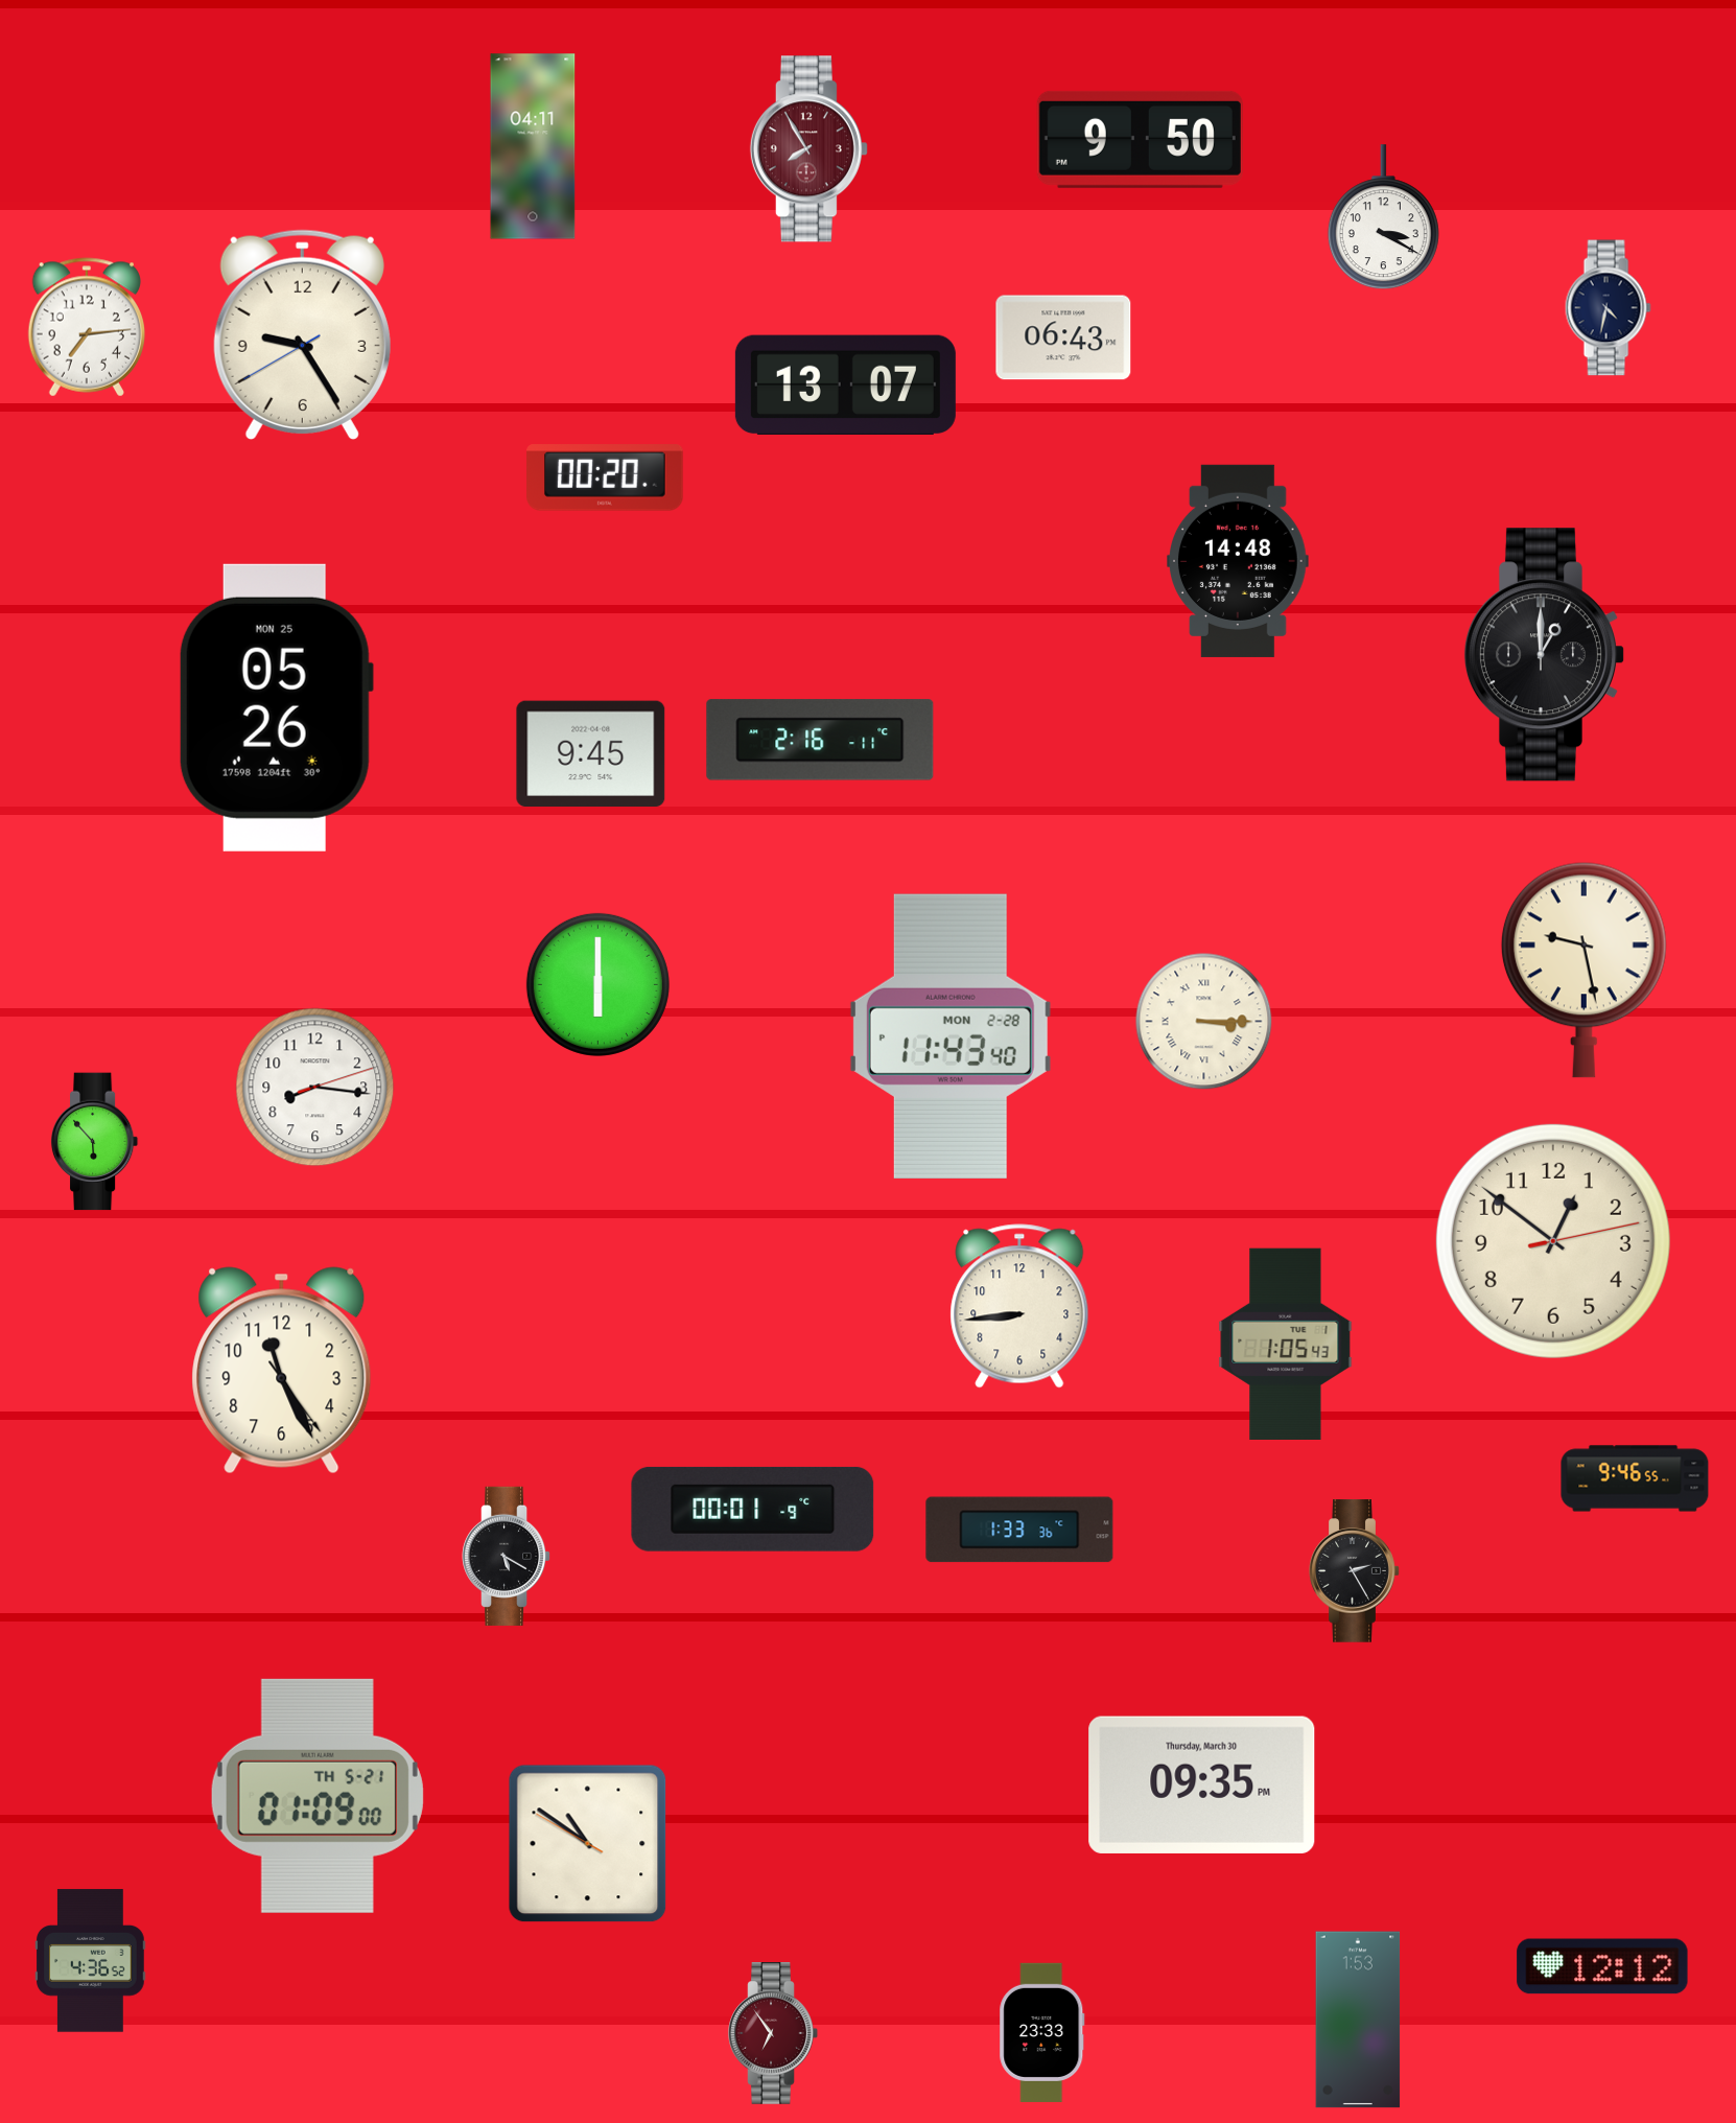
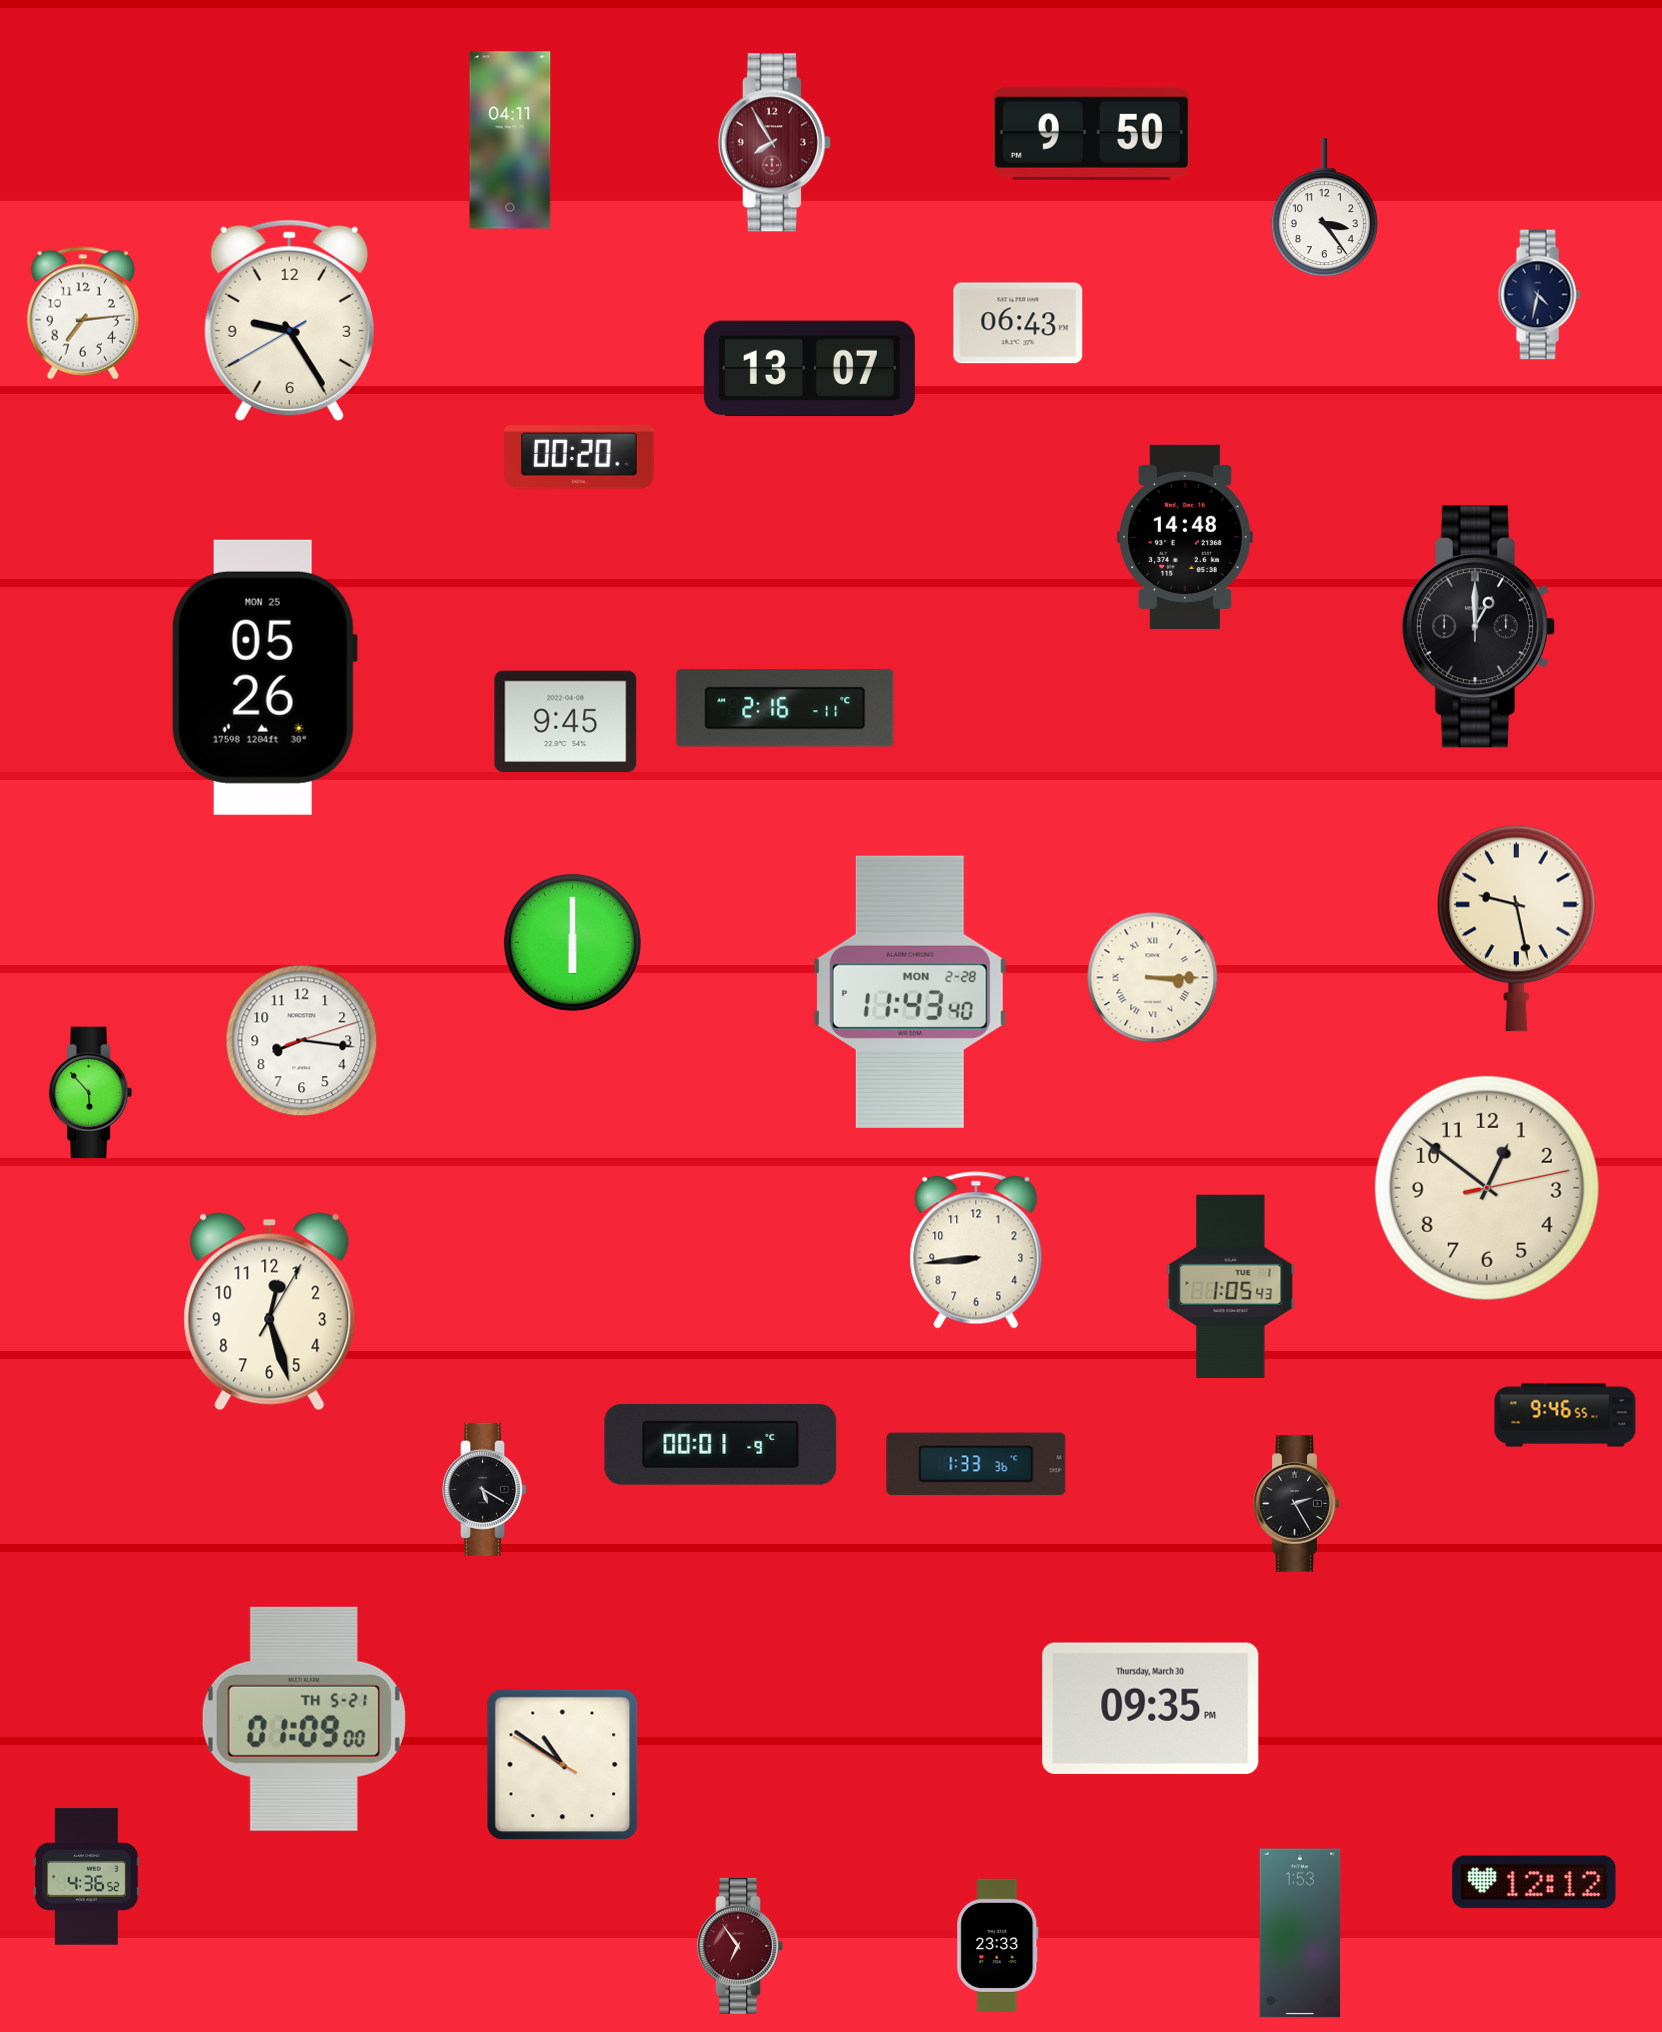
clock at (1383, 217): 3:20 -> 3:24
clock at (282, 1371): 11:25 -> 12:27
